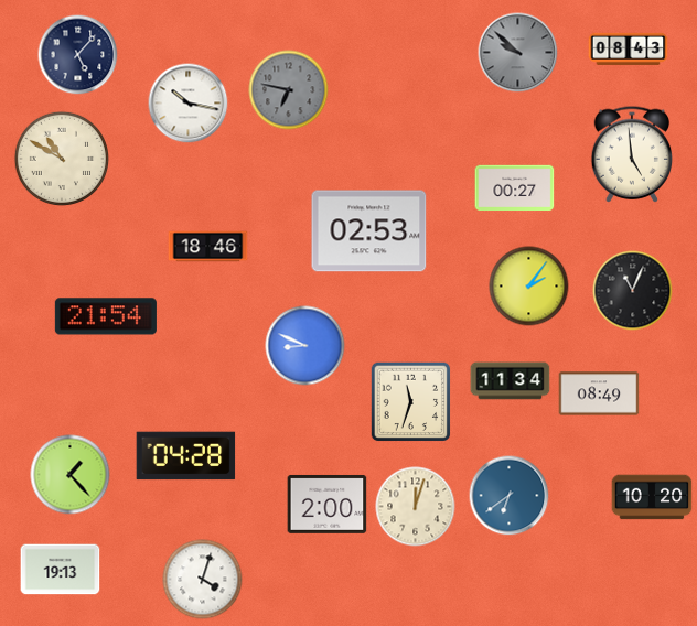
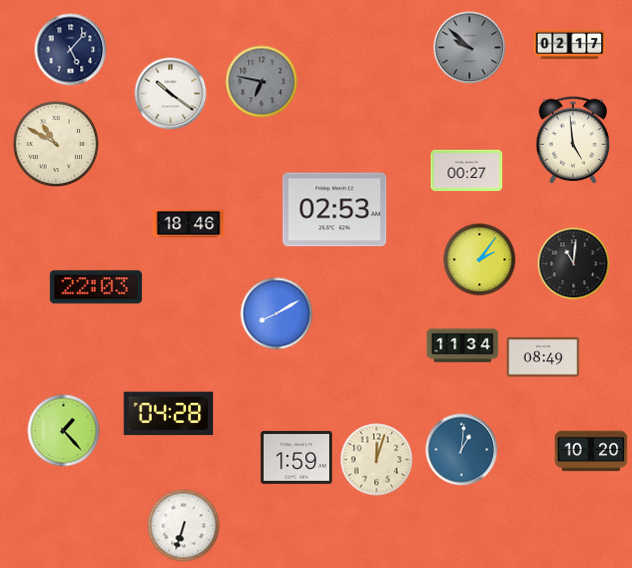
clock at (629, 48): 08:43 -> 02:17
clock at (189, 104): 10:17 -> 10:21
clock at (633, 291): 11:04 -> 11:01
clock at (106, 316): 21:54 -> 22:03
clock at (305, 346): 8:49 -> 8:10
clock at (411, 402): 11:33 -> none
clock at (510, 496): 6:39 -> 1:01
clock at (328, 504): 2:00 -> 1:59
clock at (61, 570): 19:13 -> none
clock at (203, 580): 4:03 -> 6:33
